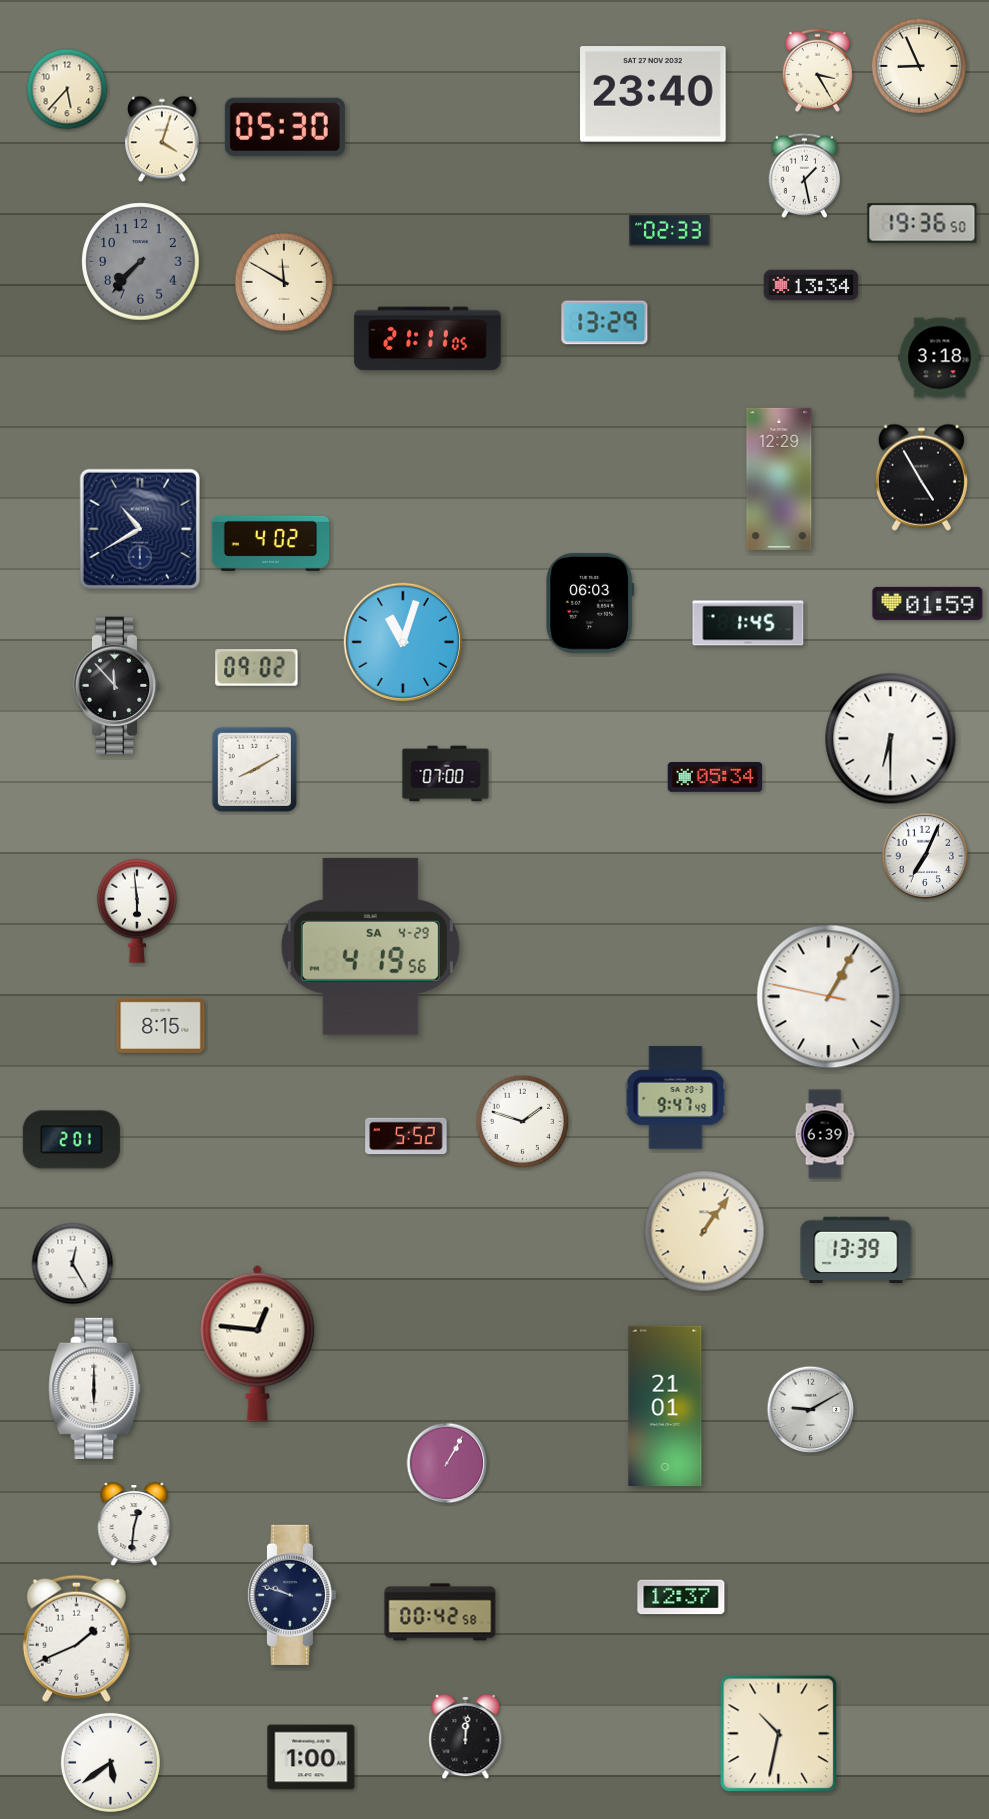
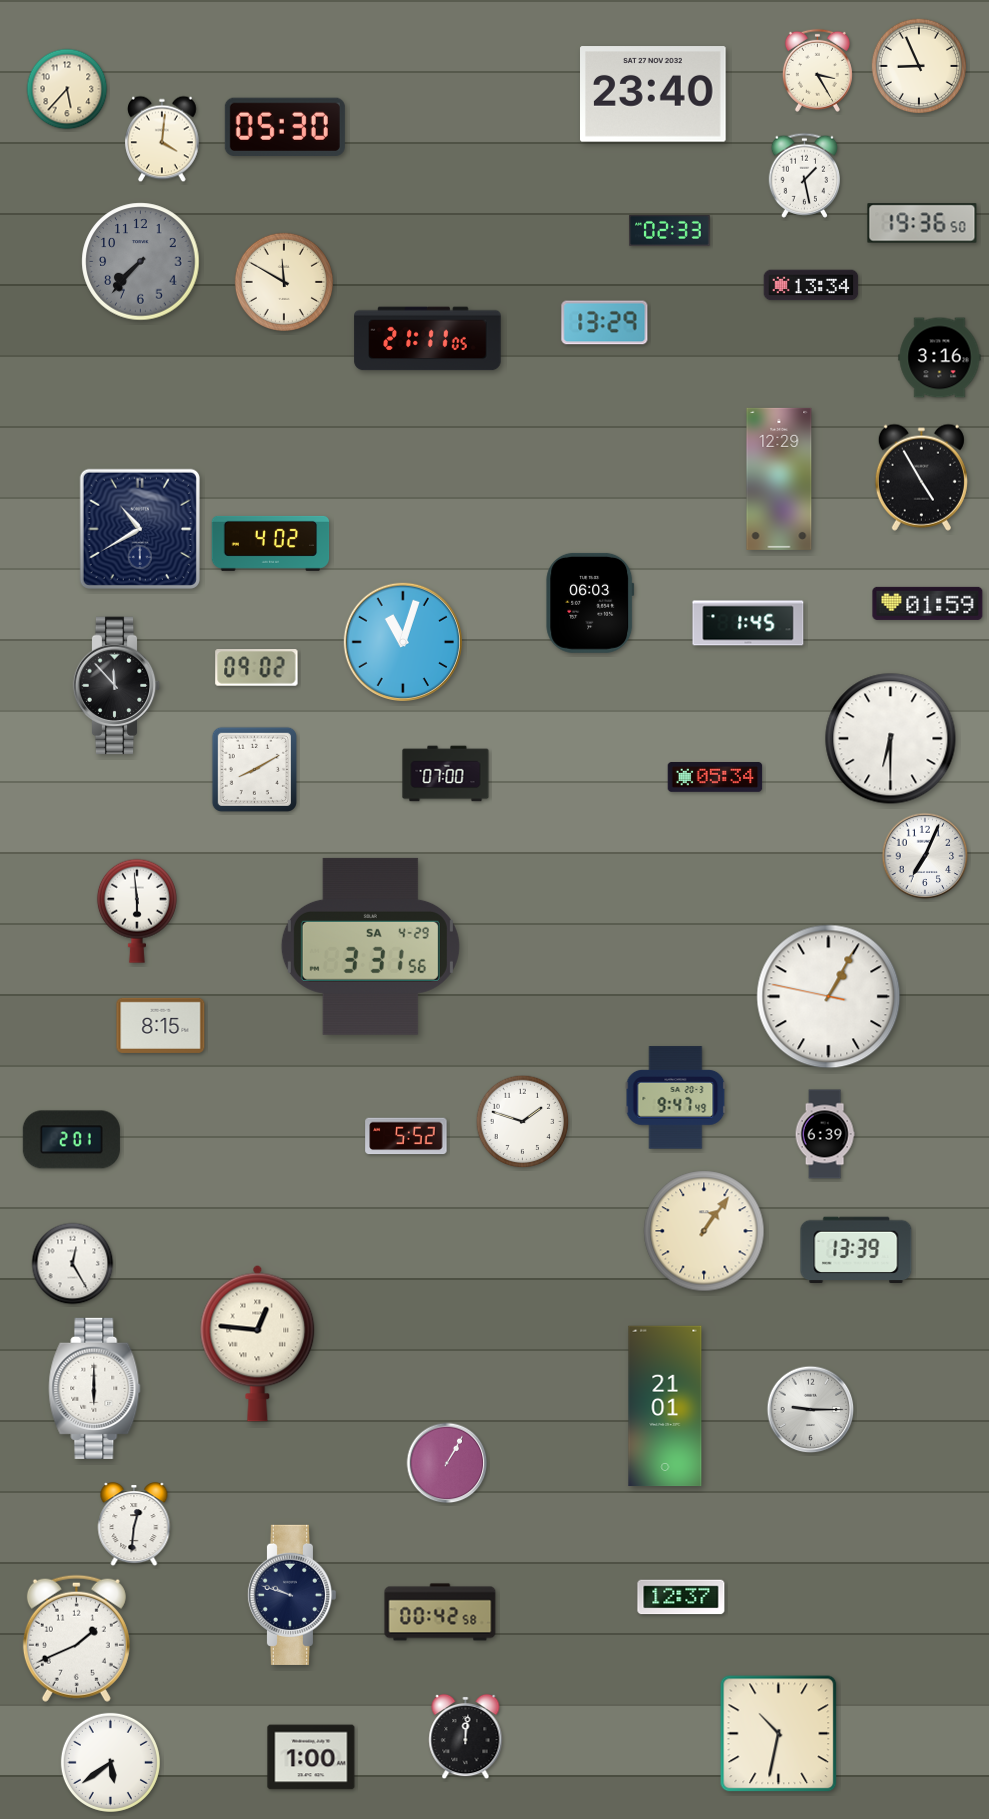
clock at (162, 139): 4:03 -> 4:01
clock at (940, 358): 3:18 -> 3:16
clock at (370, 946): 4:19 -> 3:31
clock at (811, 1410): 9:10 -> 9:15
